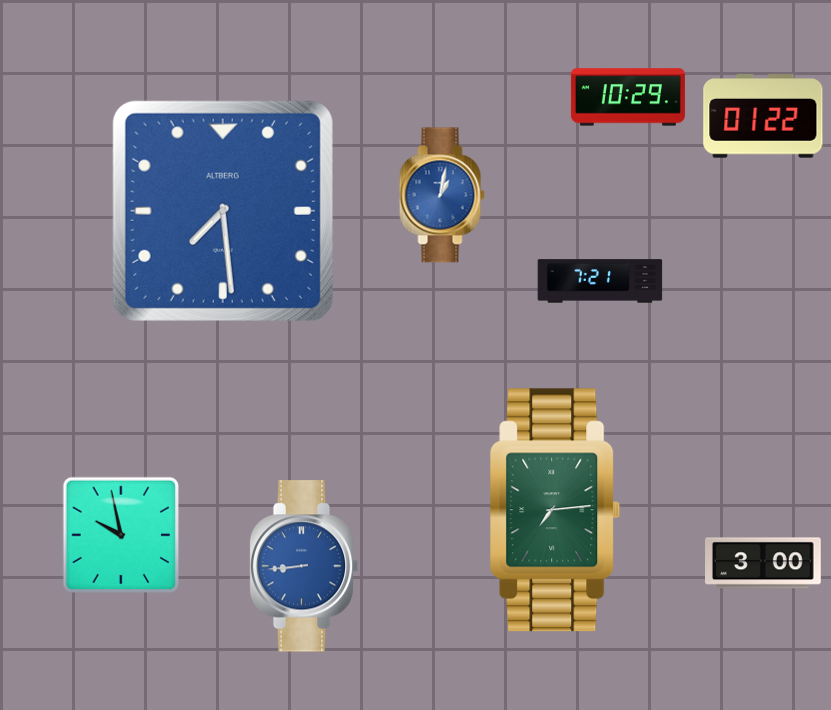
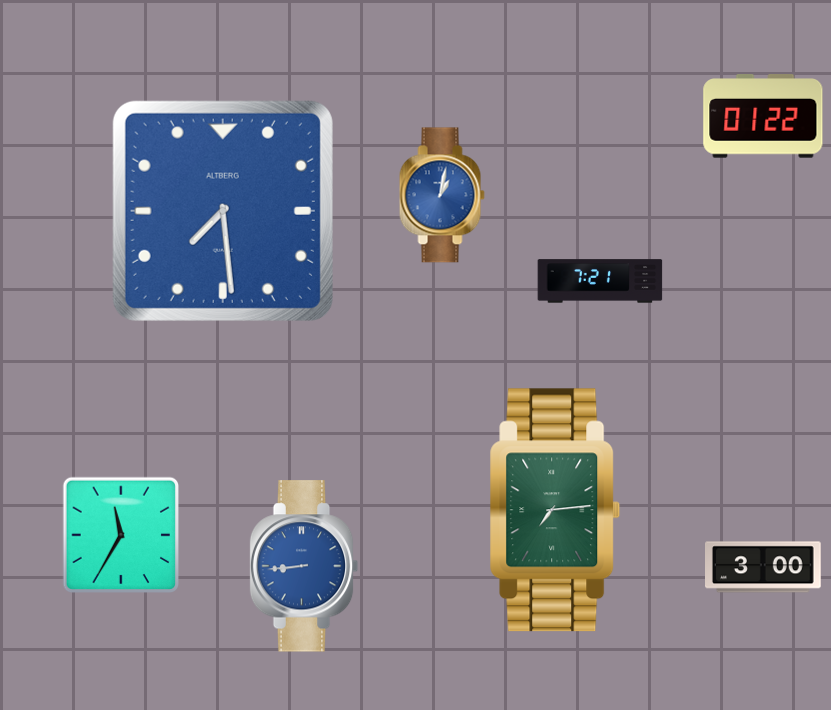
clock at (628, 97): 10:29 -> none
clock at (121, 535): 9:58 -> 11:35
clock at (764, 563) position: (764, 563) -> (764, 567)
